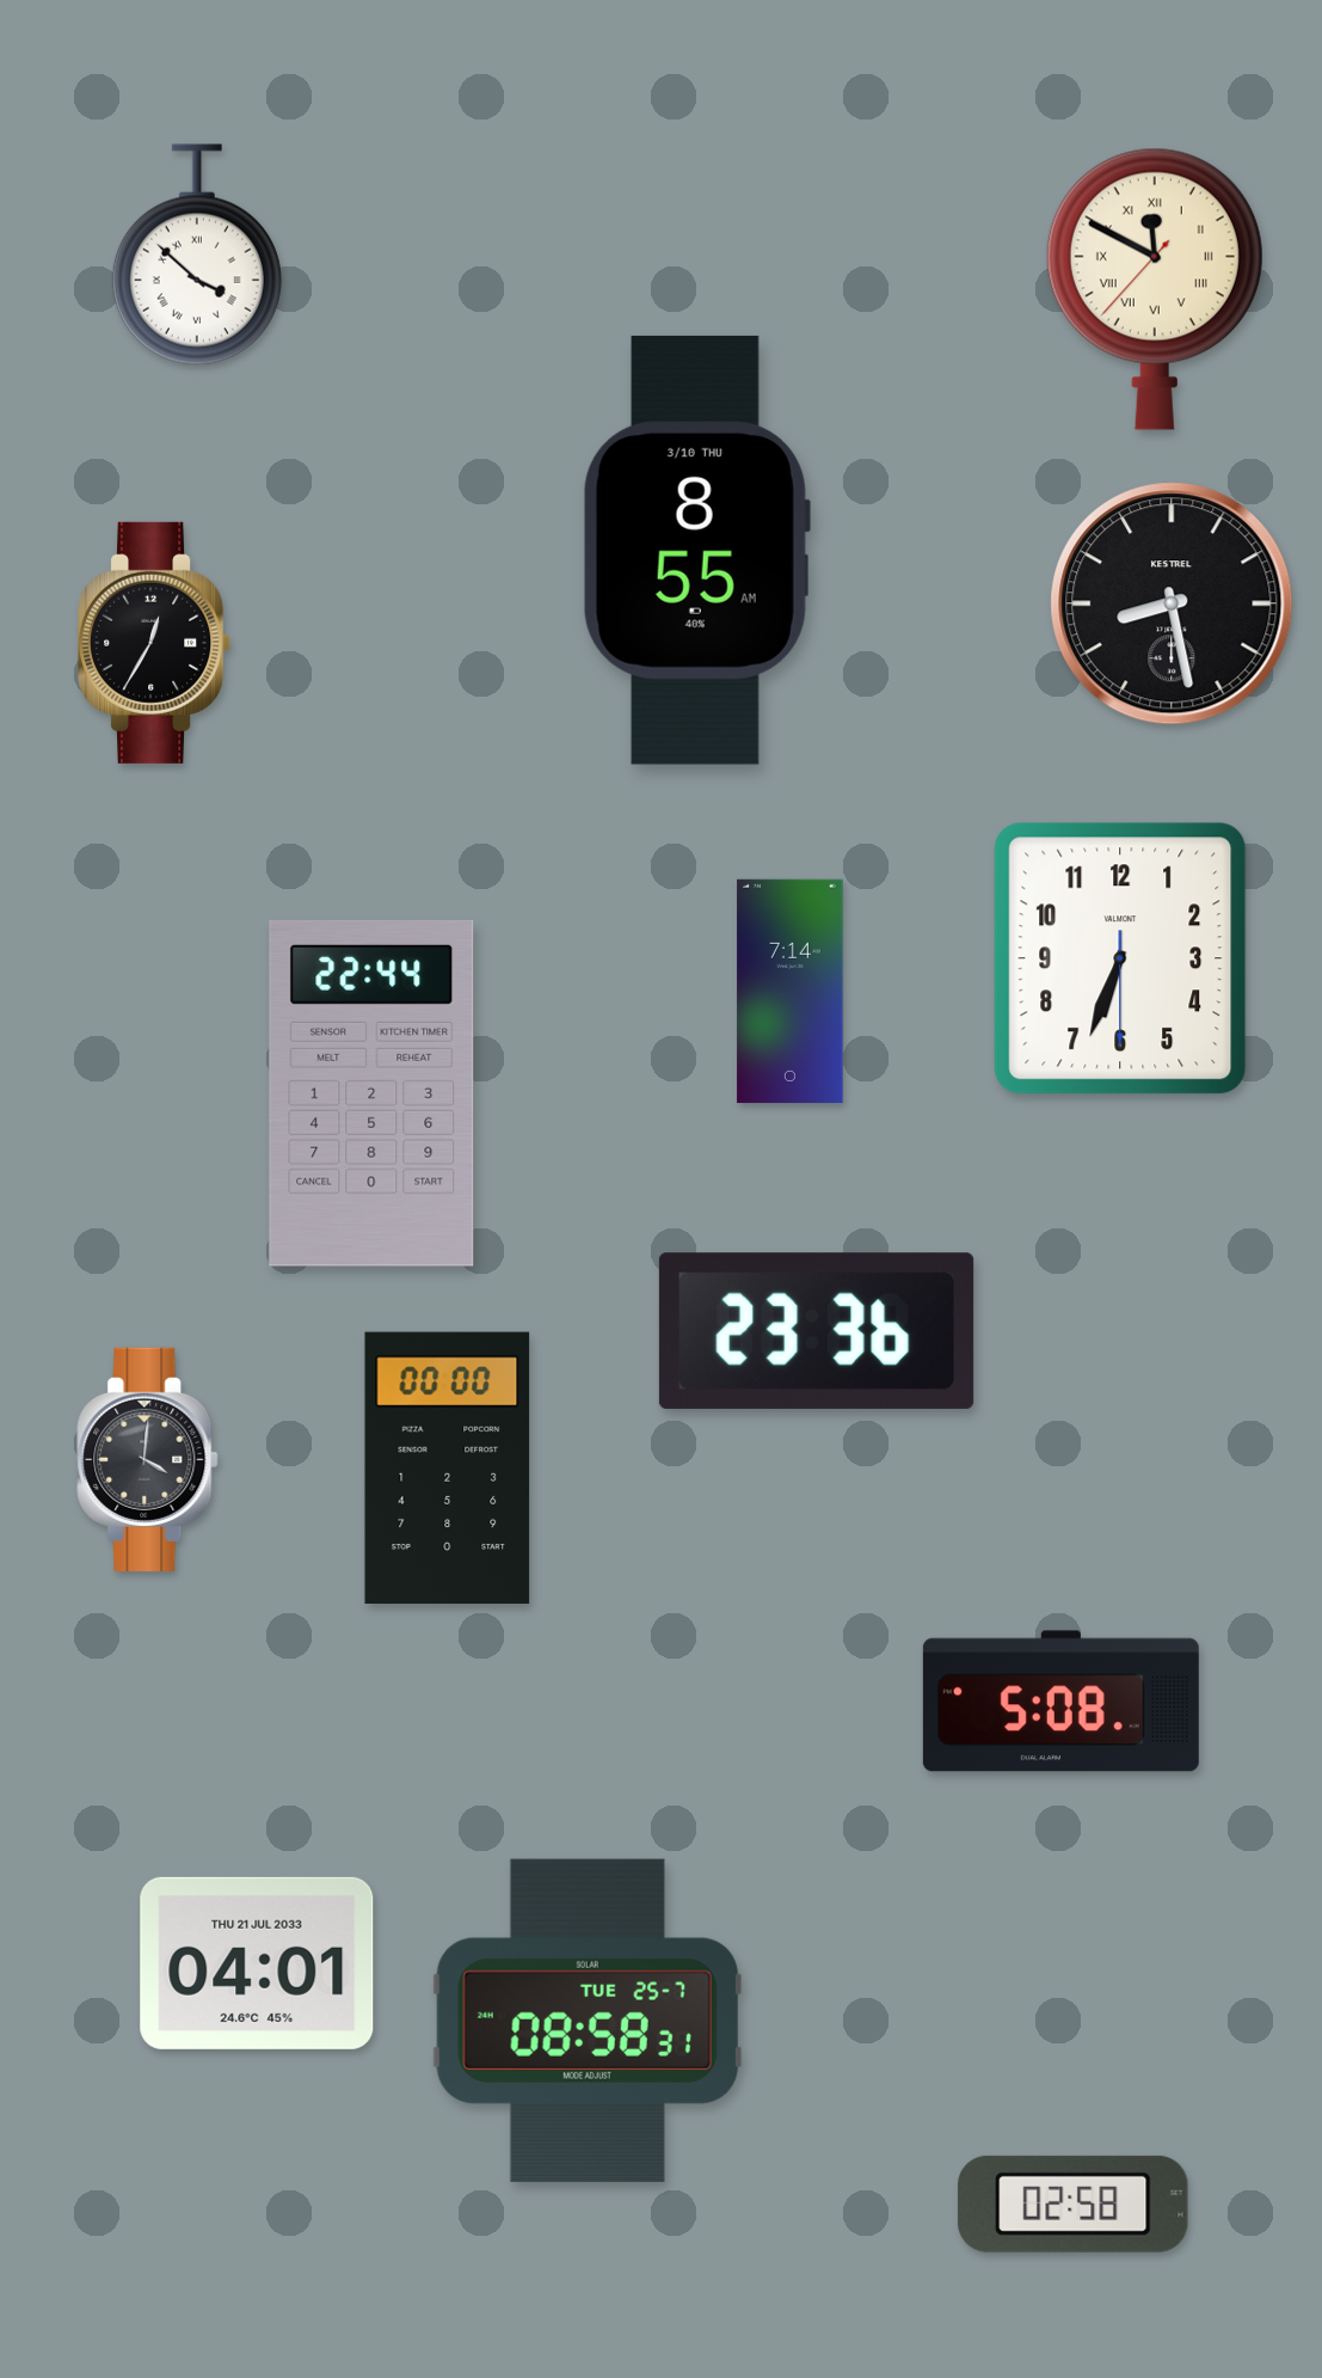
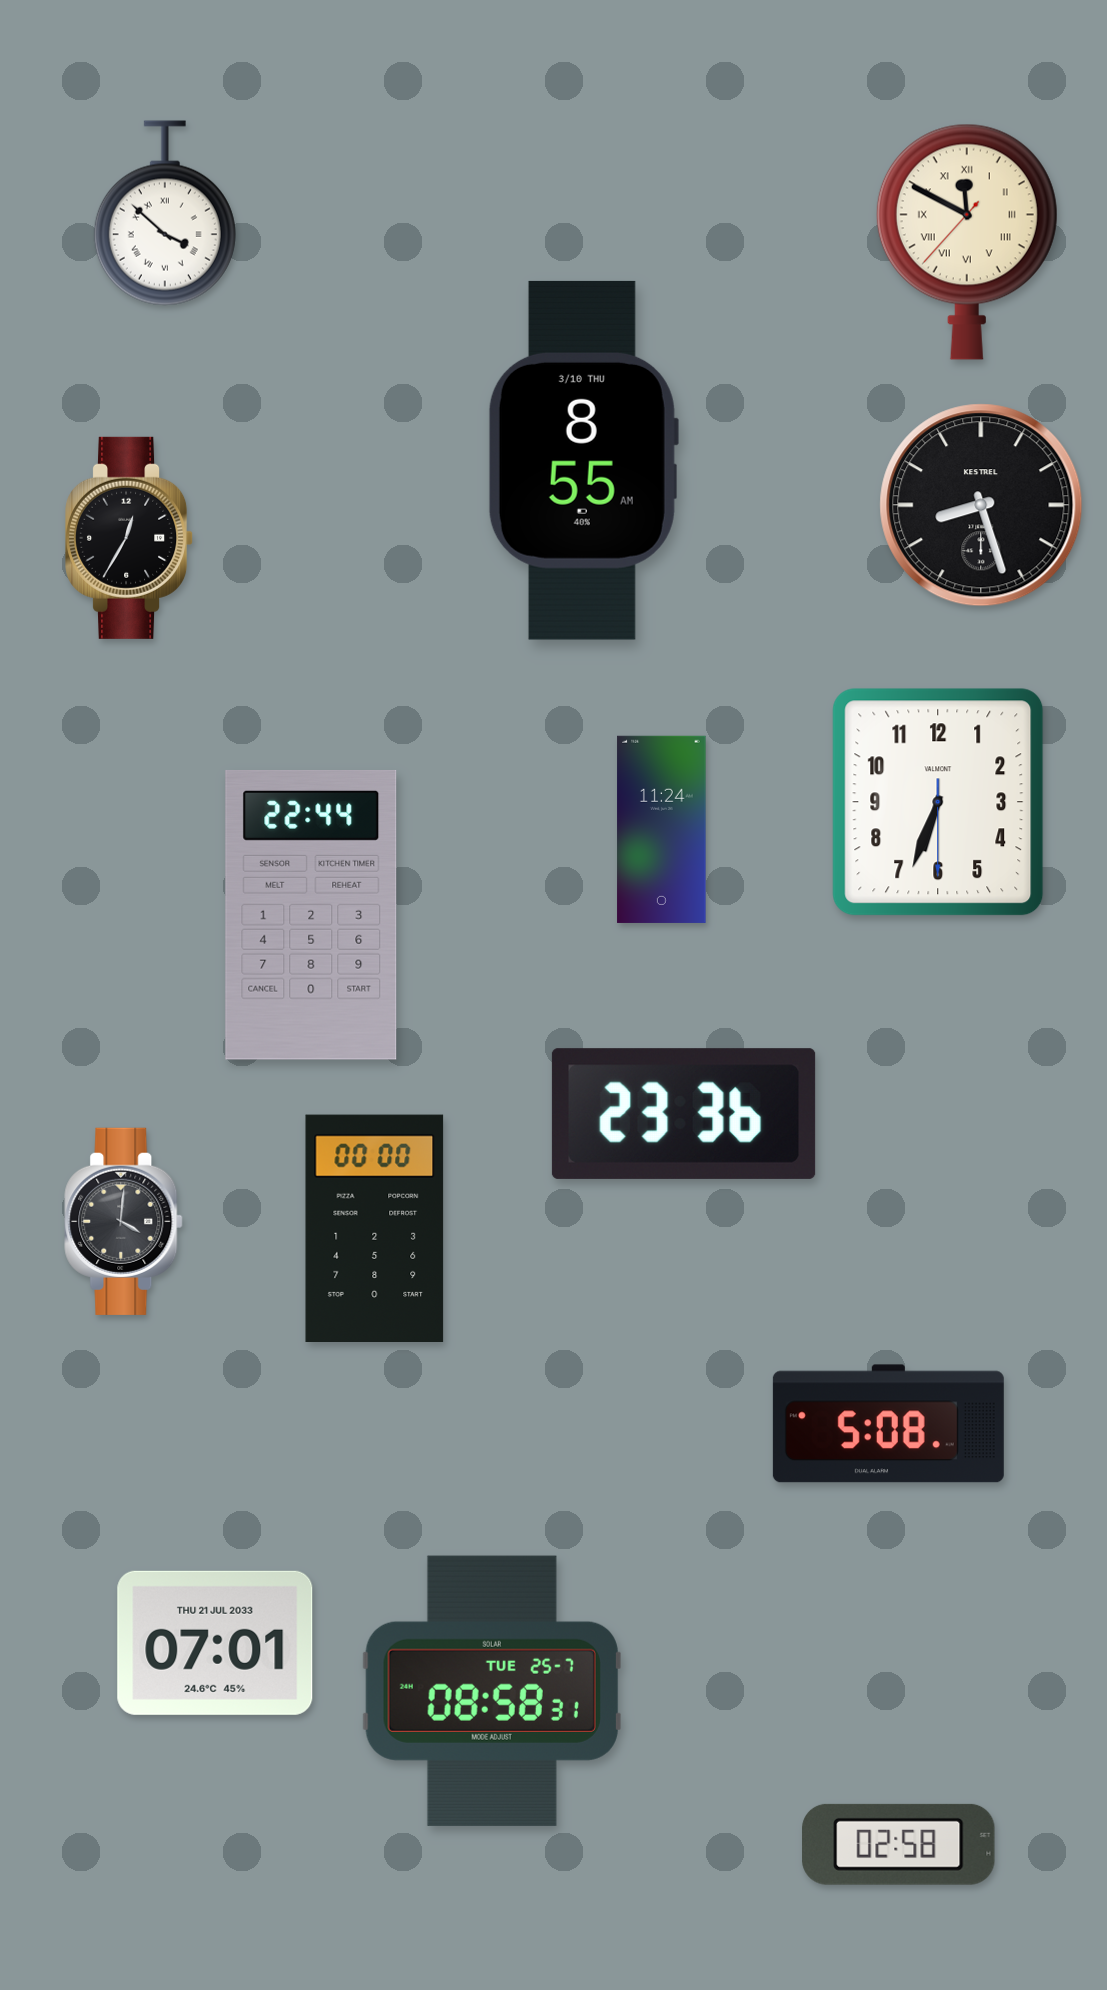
clock at (1172, 603): 8:28 -> 8:27
clock at (791, 991): 7:14 -> 11:24
clock at (257, 1963): 04:01 -> 07:01
